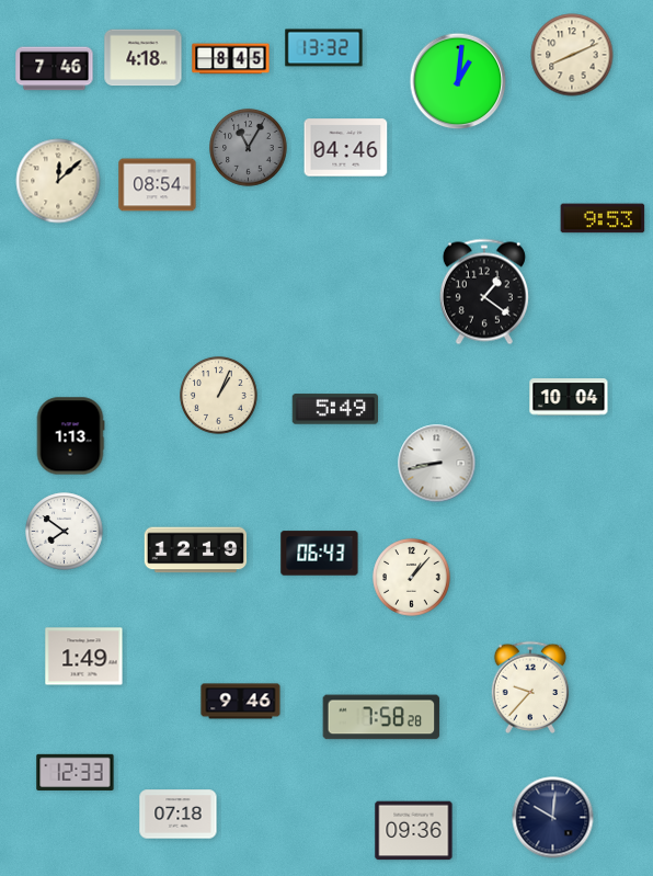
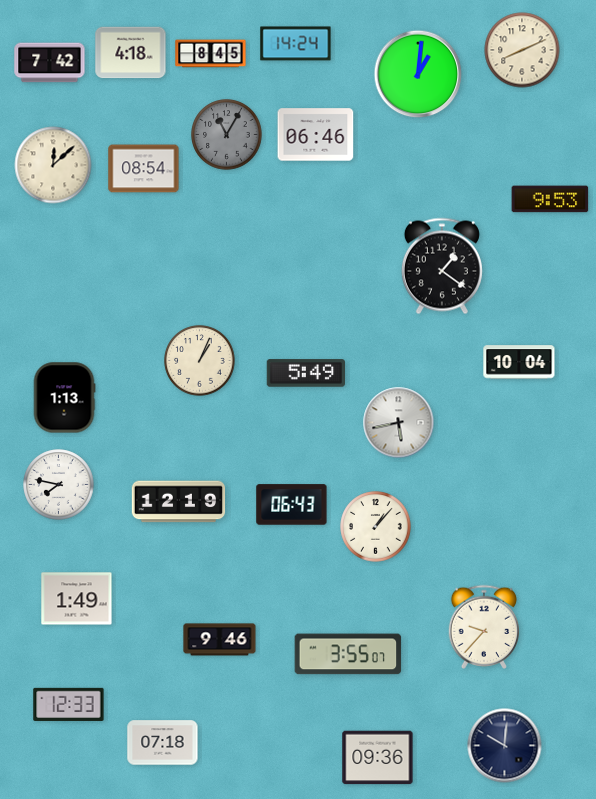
clock at (324, 48): 13:32 -> 14:24
clock at (55, 69): 7:46 -> 7:42
clock at (346, 148): 04:46 -> 06:46
clock at (437, 464): 8:43 -> 5:43
clock at (65, 532): 7:51 -> 7:47
clock at (381, 717): 7:58 -> 3:55
